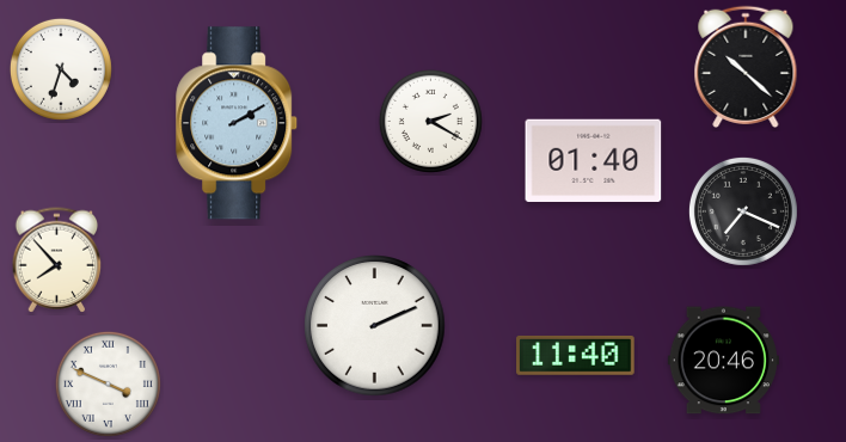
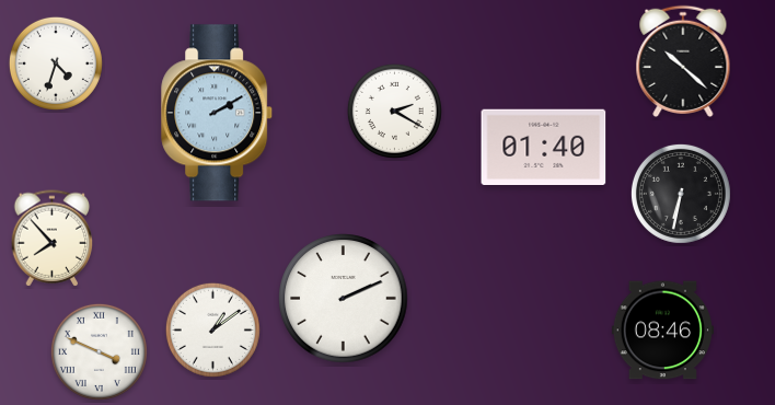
clock at (743, 211): 7:19 -> 6:32
clock at (576, 355): 11:40 -> none
clock at (212, 329): none -> 1:09
clock at (723, 361): 20:46 -> 08:46
